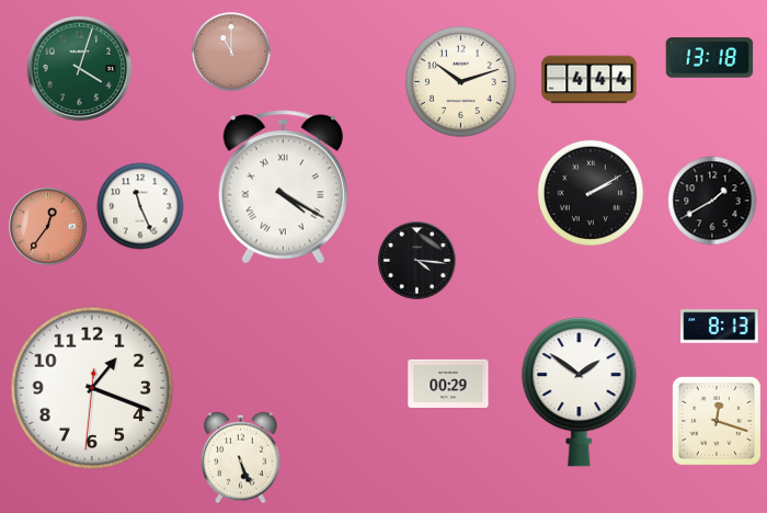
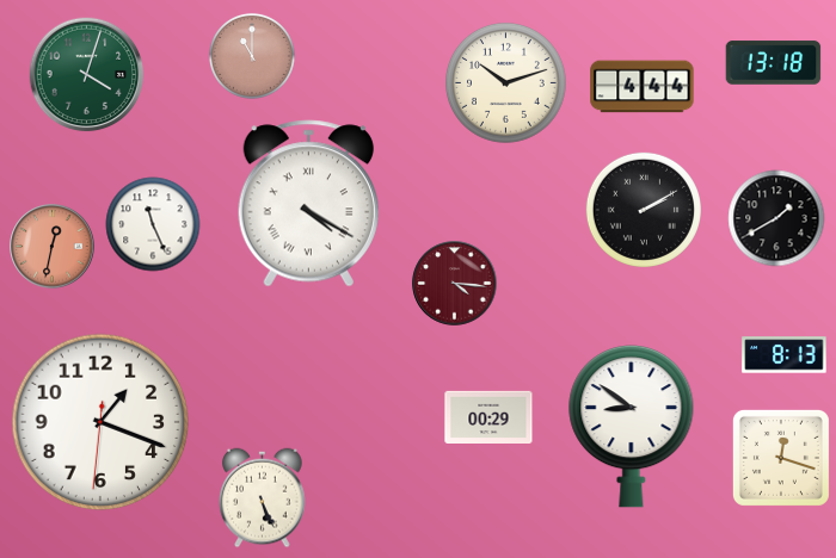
clock at (461, 82) position: (461, 82) -> (506, 83)
clock at (48, 227): 12:36 -> 12:32
clock at (417, 261) dial: black -> burgundy
clock at (580, 392): 1:51 -> 8:51
